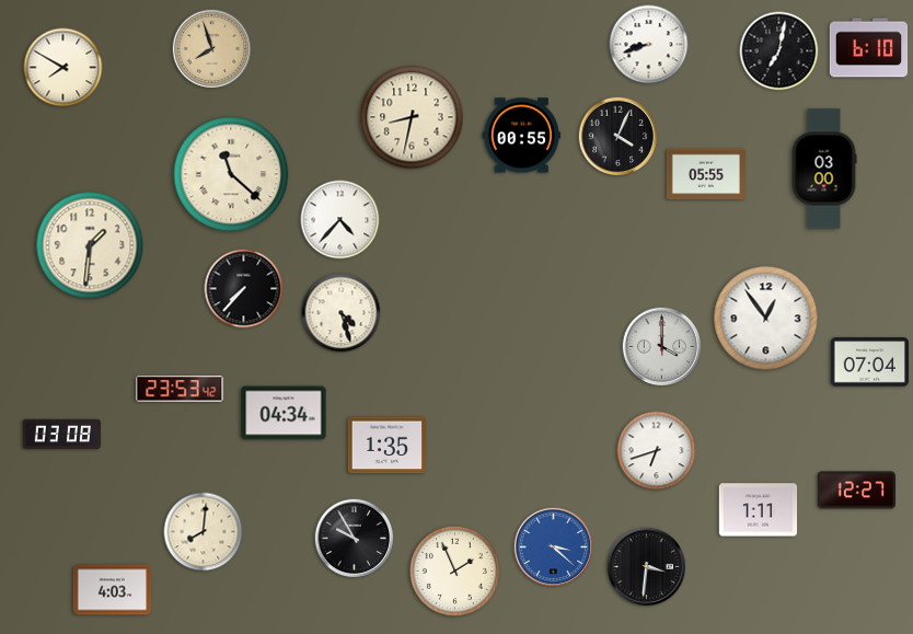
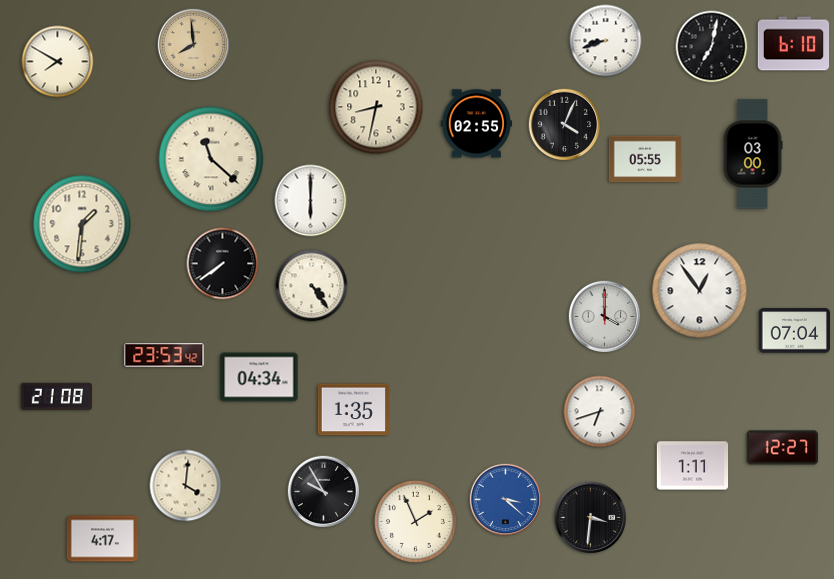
clock at (649, 45) position: (649, 45) -> (606, 41)
clock at (212, 49): 7:57 -> 7:59
clock at (521, 136): 00:55 -> 02:55
clock at (340, 220): 4:37 -> 6:00
clock at (244, 289): 7:37 -> 7:39
clock at (342, 313): 4:27 -> 4:24
clock at (61, 434): 03:08 -> 21:08
clock at (386, 446) position: (386, 446) -> (353, 410)
clock at (204, 532): 8:01 -> 4:01
clock at (113, 590): 4:03 -> 4:17
